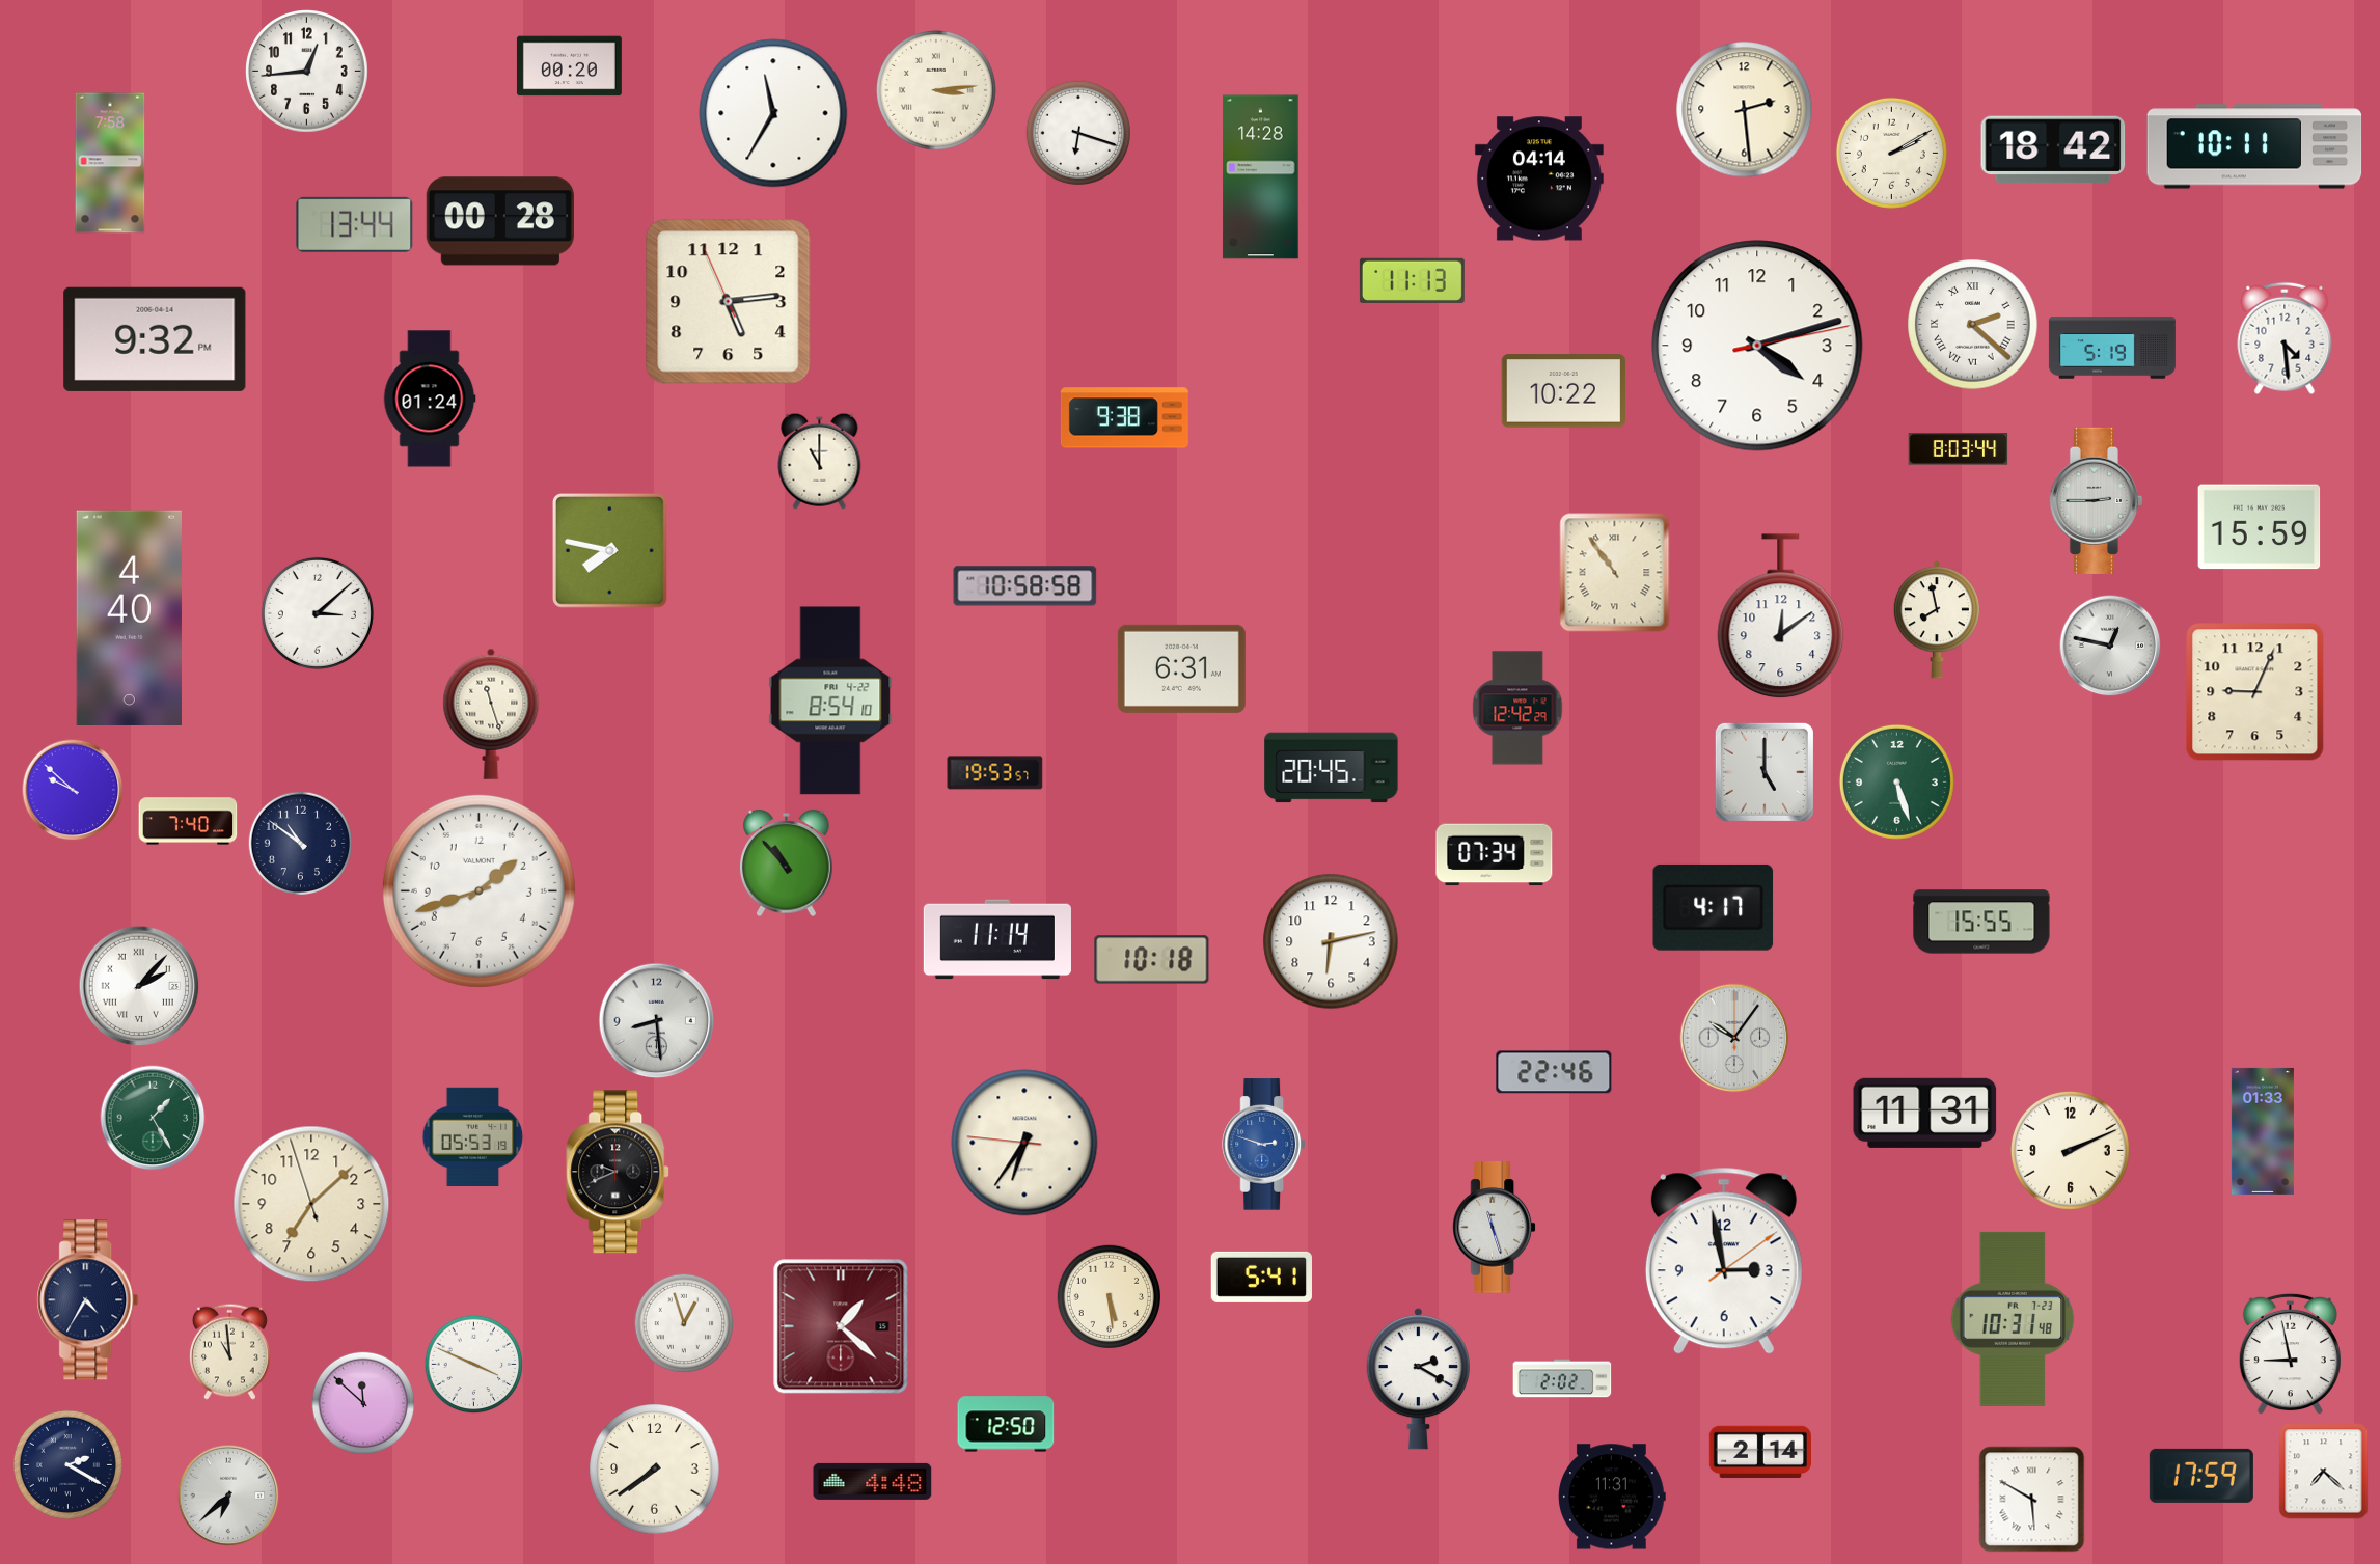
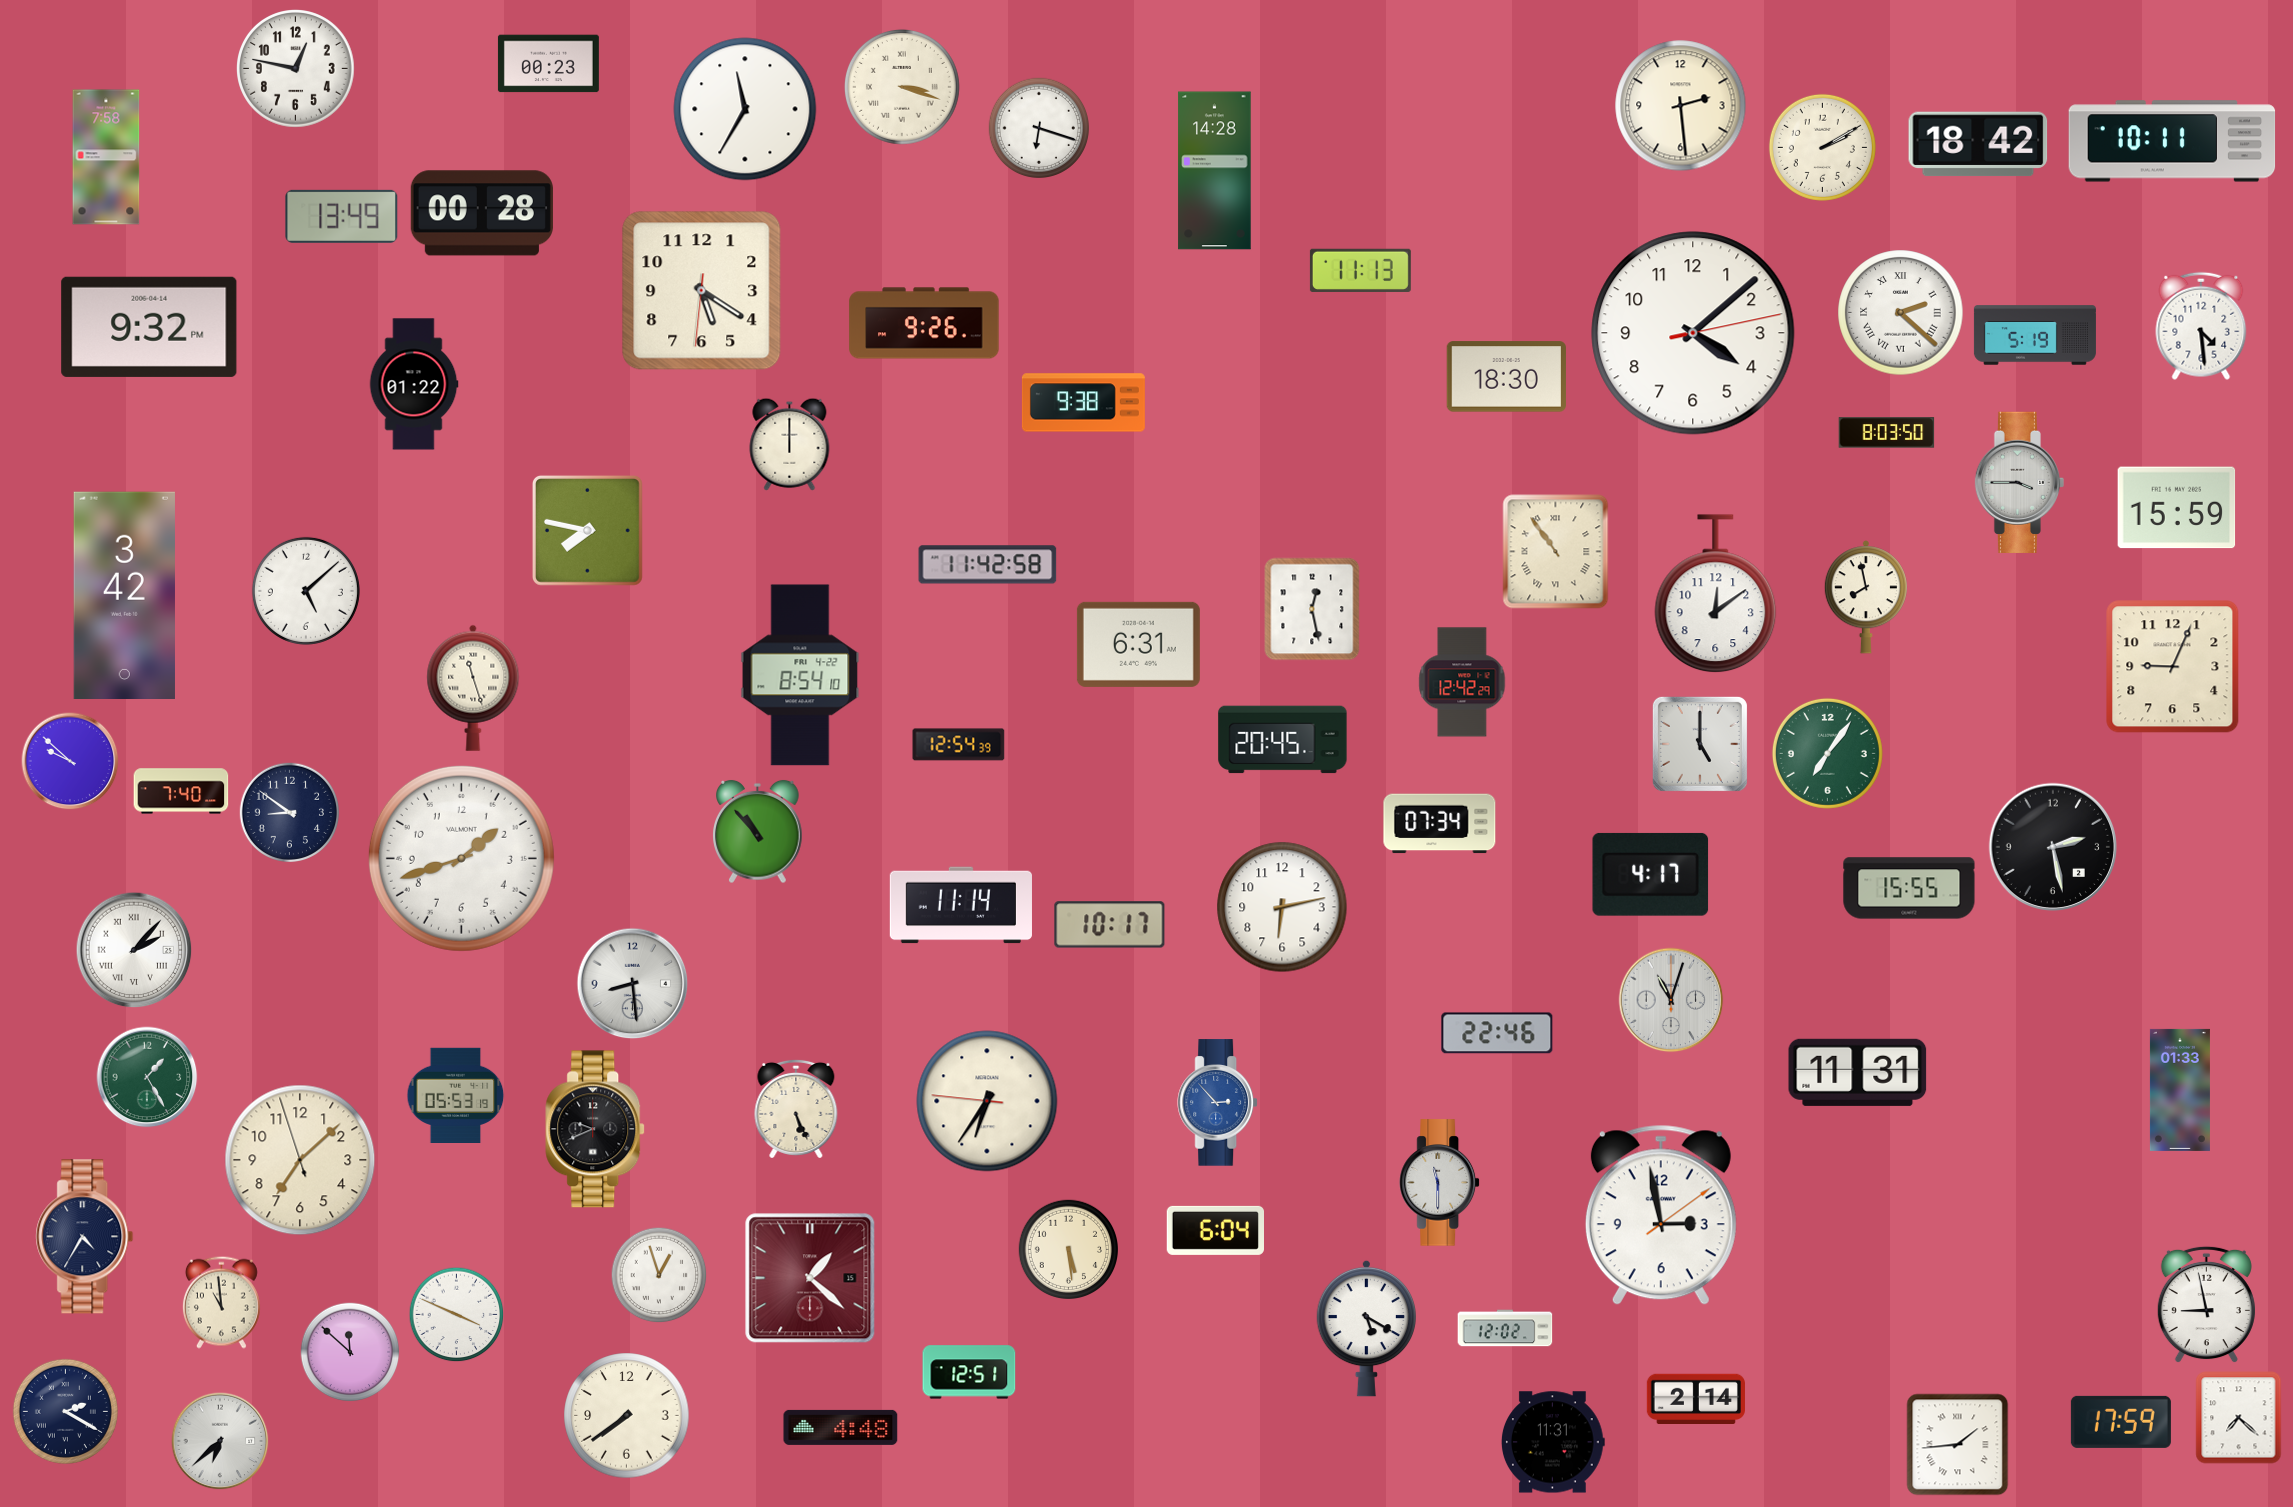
clock at (569, 66): 00:20 -> 00:23
clock at (307, 72): 12:44 -> 12:47
clock at (936, 90): 3:14 -> 3:18
clock at (1539, 179): 04:14 -> none
clock at (355, 224): 13:44 -> 13:49
clock at (729, 302): 5:13 -> 5:20
clock at (924, 323): none -> 9:26
clock at (1757, 346): 4:12 -> 4:08
clock at (1563, 391): 10:22 -> 18:30
clock at (430, 399): 01:24 -> 01:22
clock at (1959, 449): 8:03:44 -> 8:03:50
clock at (820, 461): 11:00 -> 12:00
clock at (2097, 500): 2:45 -> 3:45
clock at (1025, 586): 10:58 -> 11:42
clock at (318, 613): 3:08 -> 5:08
clock at (129, 618): 4:40 -> 3:42
clock at (1312, 609): none -> 12:28
clock at (2110, 646): 12:47 -> none
clock at (995, 773): 19:53 -> 12:54
clock at (1896, 781): 5:27 -> 7:06
clock at (300, 843): 10:51 -> 8:51
clock at (2052, 846): none -> 2:28
clock at (1152, 960): 10:18 -> 10:17
clock at (1734, 1038): 10:06 -> 11:03
clock at (1925, 1113) position: (1925, 1113) -> (1858, 1072)
clock at (1263, 1145): 2:48 -> 2:53
clock at (2070, 1150): 2:11 -> none
clock at (796, 1109): none -> 5:26
clock at (1494, 1228): 11:27 -> 11:30
clock at (1261, 1277): 5:41 -> 6:04
clock at (88, 1300) position: (88, 1300) -> (85, 1237)
clock at (2013, 1319): 10:31 -> none
clock at (1418, 1378): 2:20 -> 5:20
clock at (1562, 1378): 2:02 -> 12:02
clock at (1006, 1424): 12:50 -> 12:51
clock at (655, 1470) position: (655, 1470) -> (627, 1416)
clock at (2032, 1500): 5:50 -> 1:44
